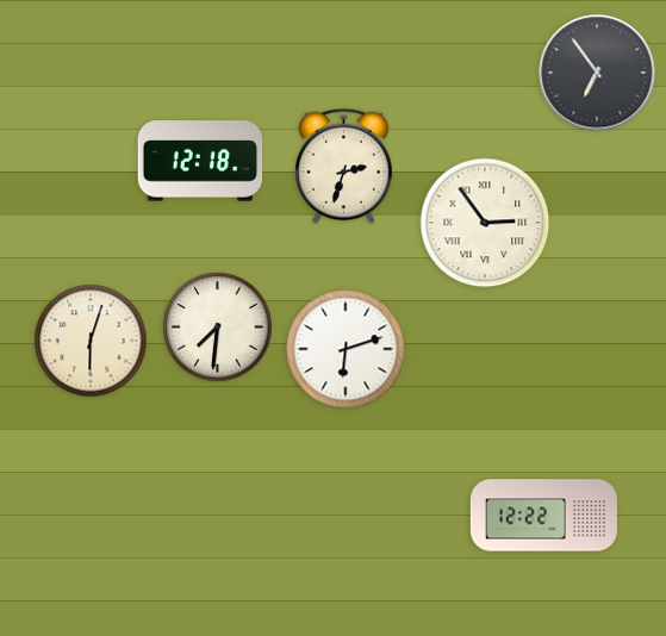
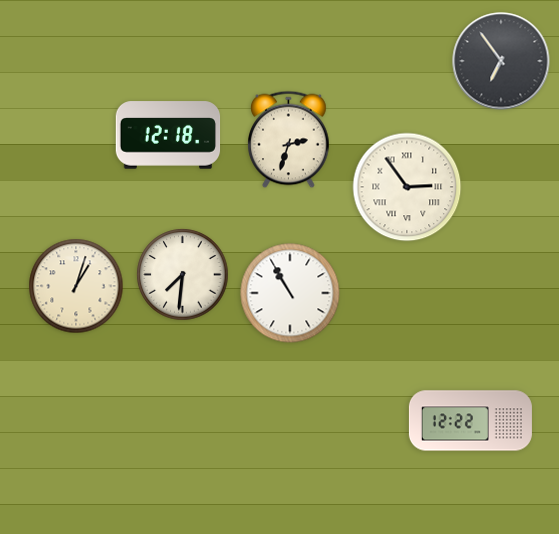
clock at (91, 341): 6:03 -> 1:03
clock at (346, 349): 6:12 -> 10:55
clock at (543, 516) position: (543, 516) -> (470, 421)
